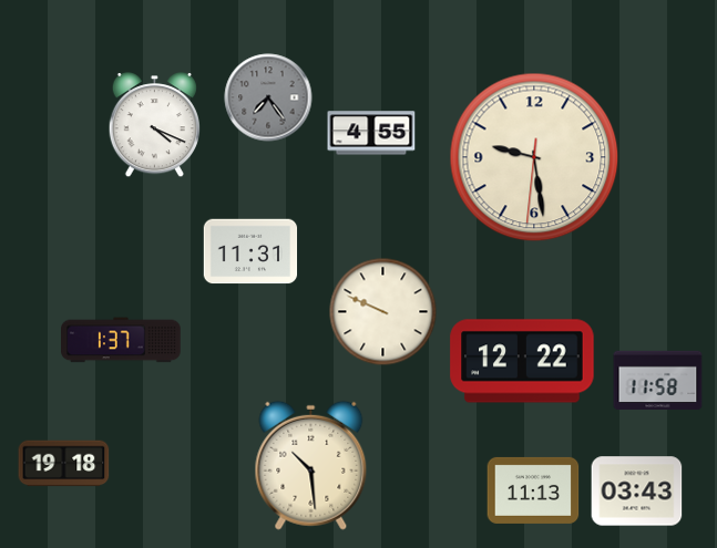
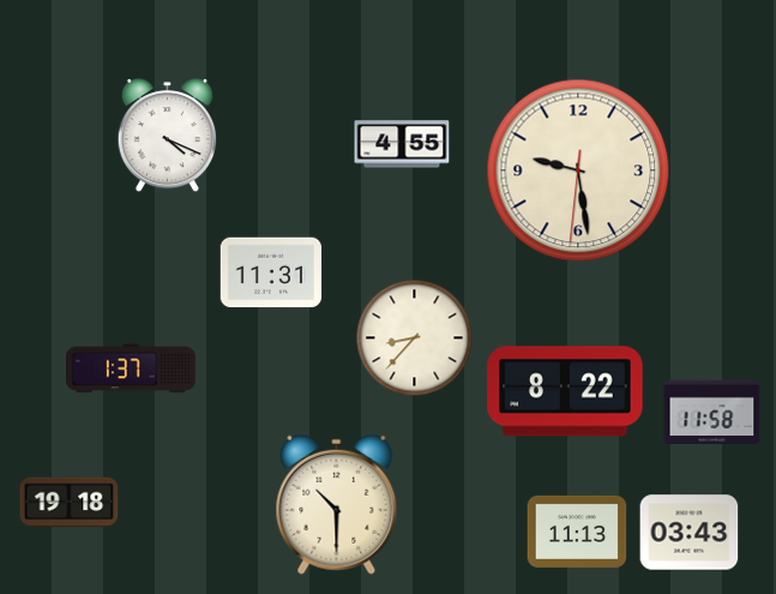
clock at (268, 97): 7:24 -> none
clock at (383, 312): 9:49 -> 8:37
clock at (522, 361): 12:22 -> 8:22
clock at (311, 465): 10:29 -> 10:30
